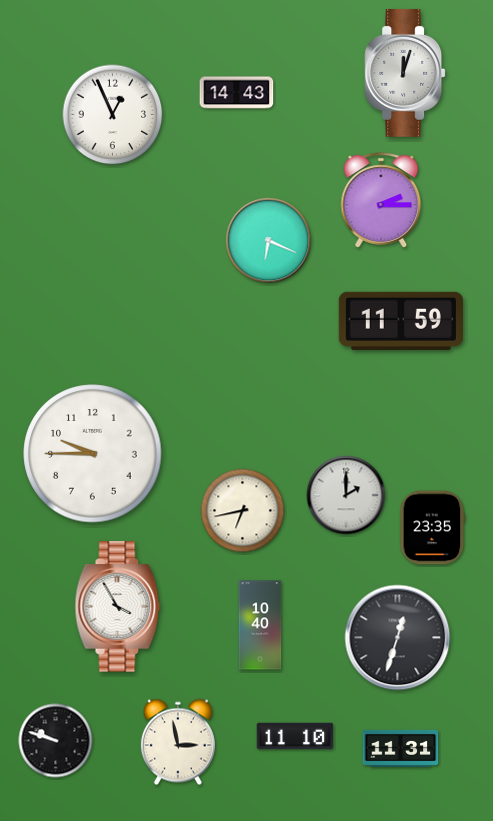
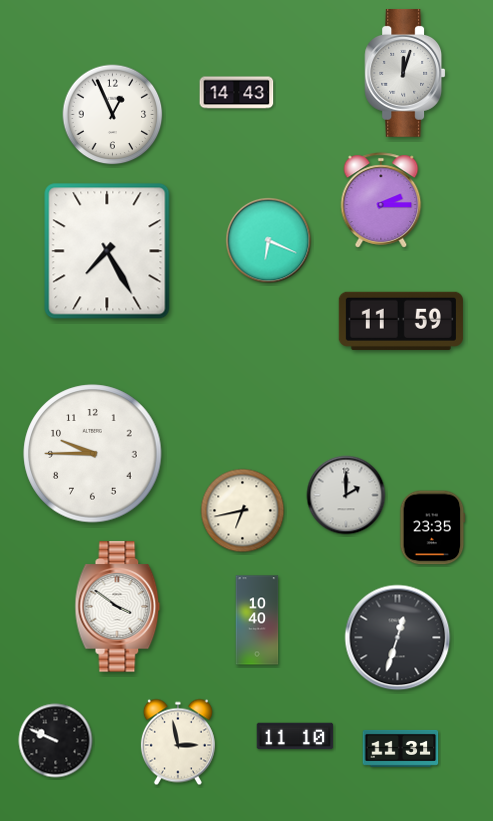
clock at (107, 251): none -> 7:25
clock at (118, 607): 3:55 -> 3:51
clock at (260, 625) position: (260, 625) -> (257, 620)
clock at (56, 741): 9:48 -> 9:49
